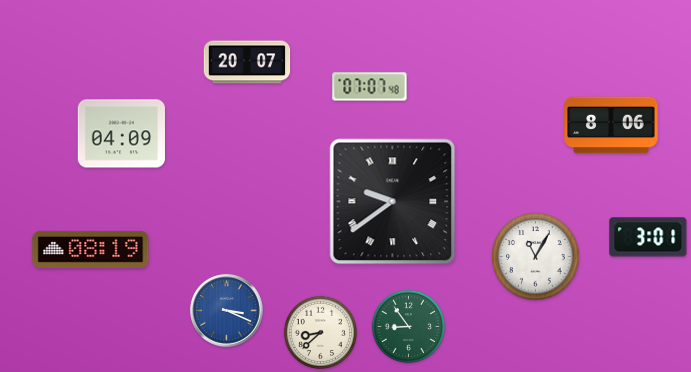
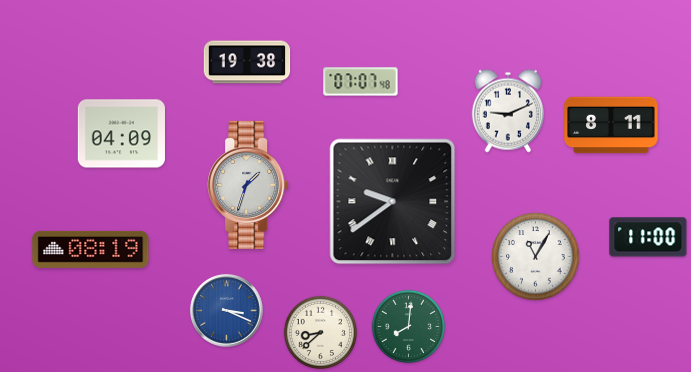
clock at (247, 62): 20:07 -> 19:38
clock at (370, 87) position: (370, 87) -> (361, 82)
clock at (508, 111): none -> 9:11
clock at (611, 125): 8:06 -> 8:11
clock at (248, 185): none -> 1:33
clock at (648, 237): 3:01 -> 11:00
clock at (408, 326): 8:54 -> 8:01
